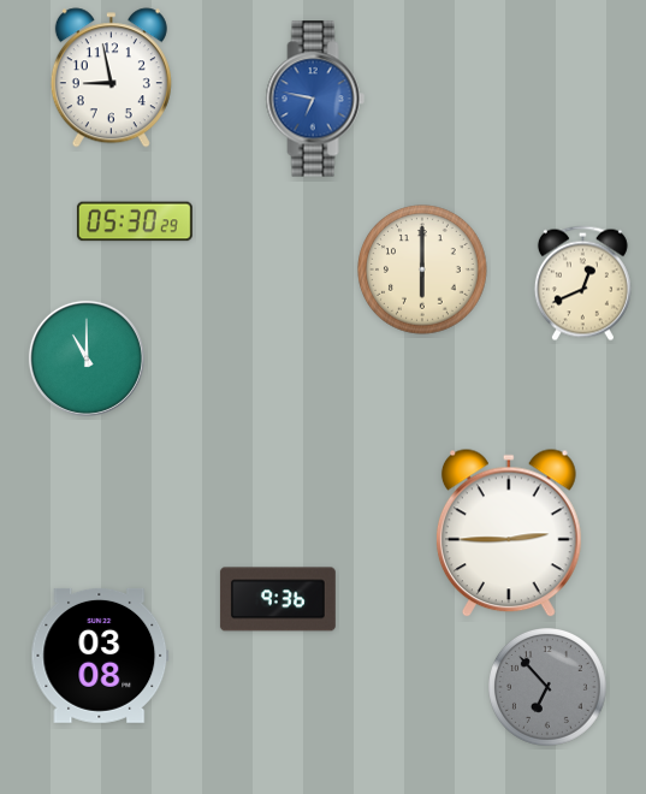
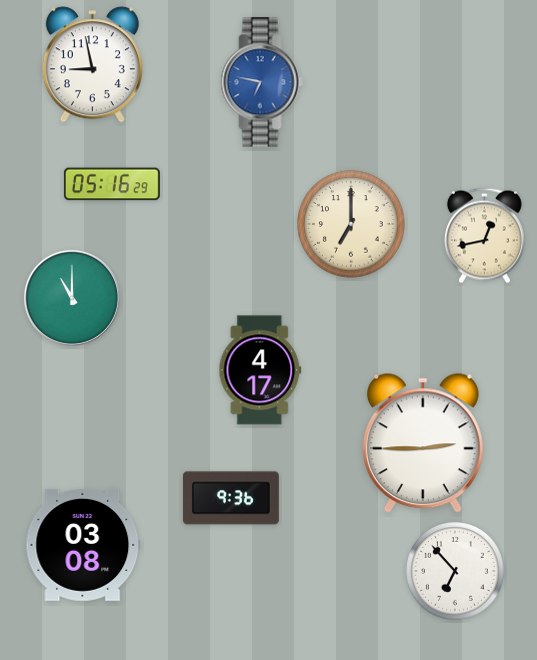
clock at (135, 221): 05:30 -> 05:16
clock at (422, 269): 6:00 -> 7:00
clock at (582, 284): 12:41 -> 12:43
clock at (260, 370): none -> 4:17
clock at (549, 688) dial: grey -> white
